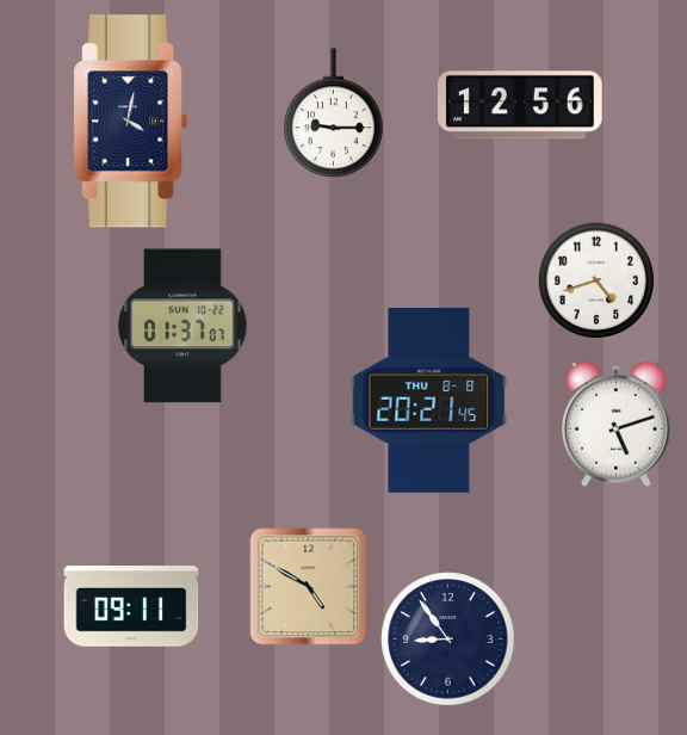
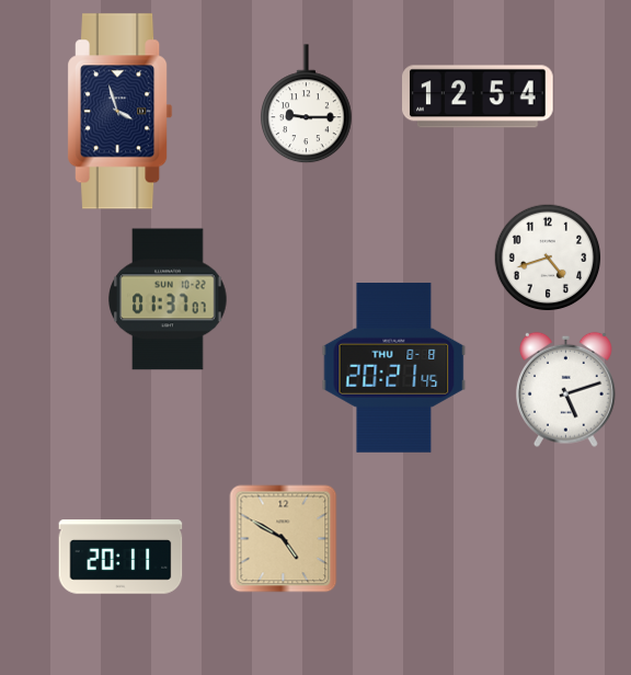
clock at (521, 105): 12:56 -> 12:54
clock at (131, 122): 4:02 -> 3:57
clock at (131, 606): 09:11 -> 20:11
clock at (448, 640): 8:54 -> none
